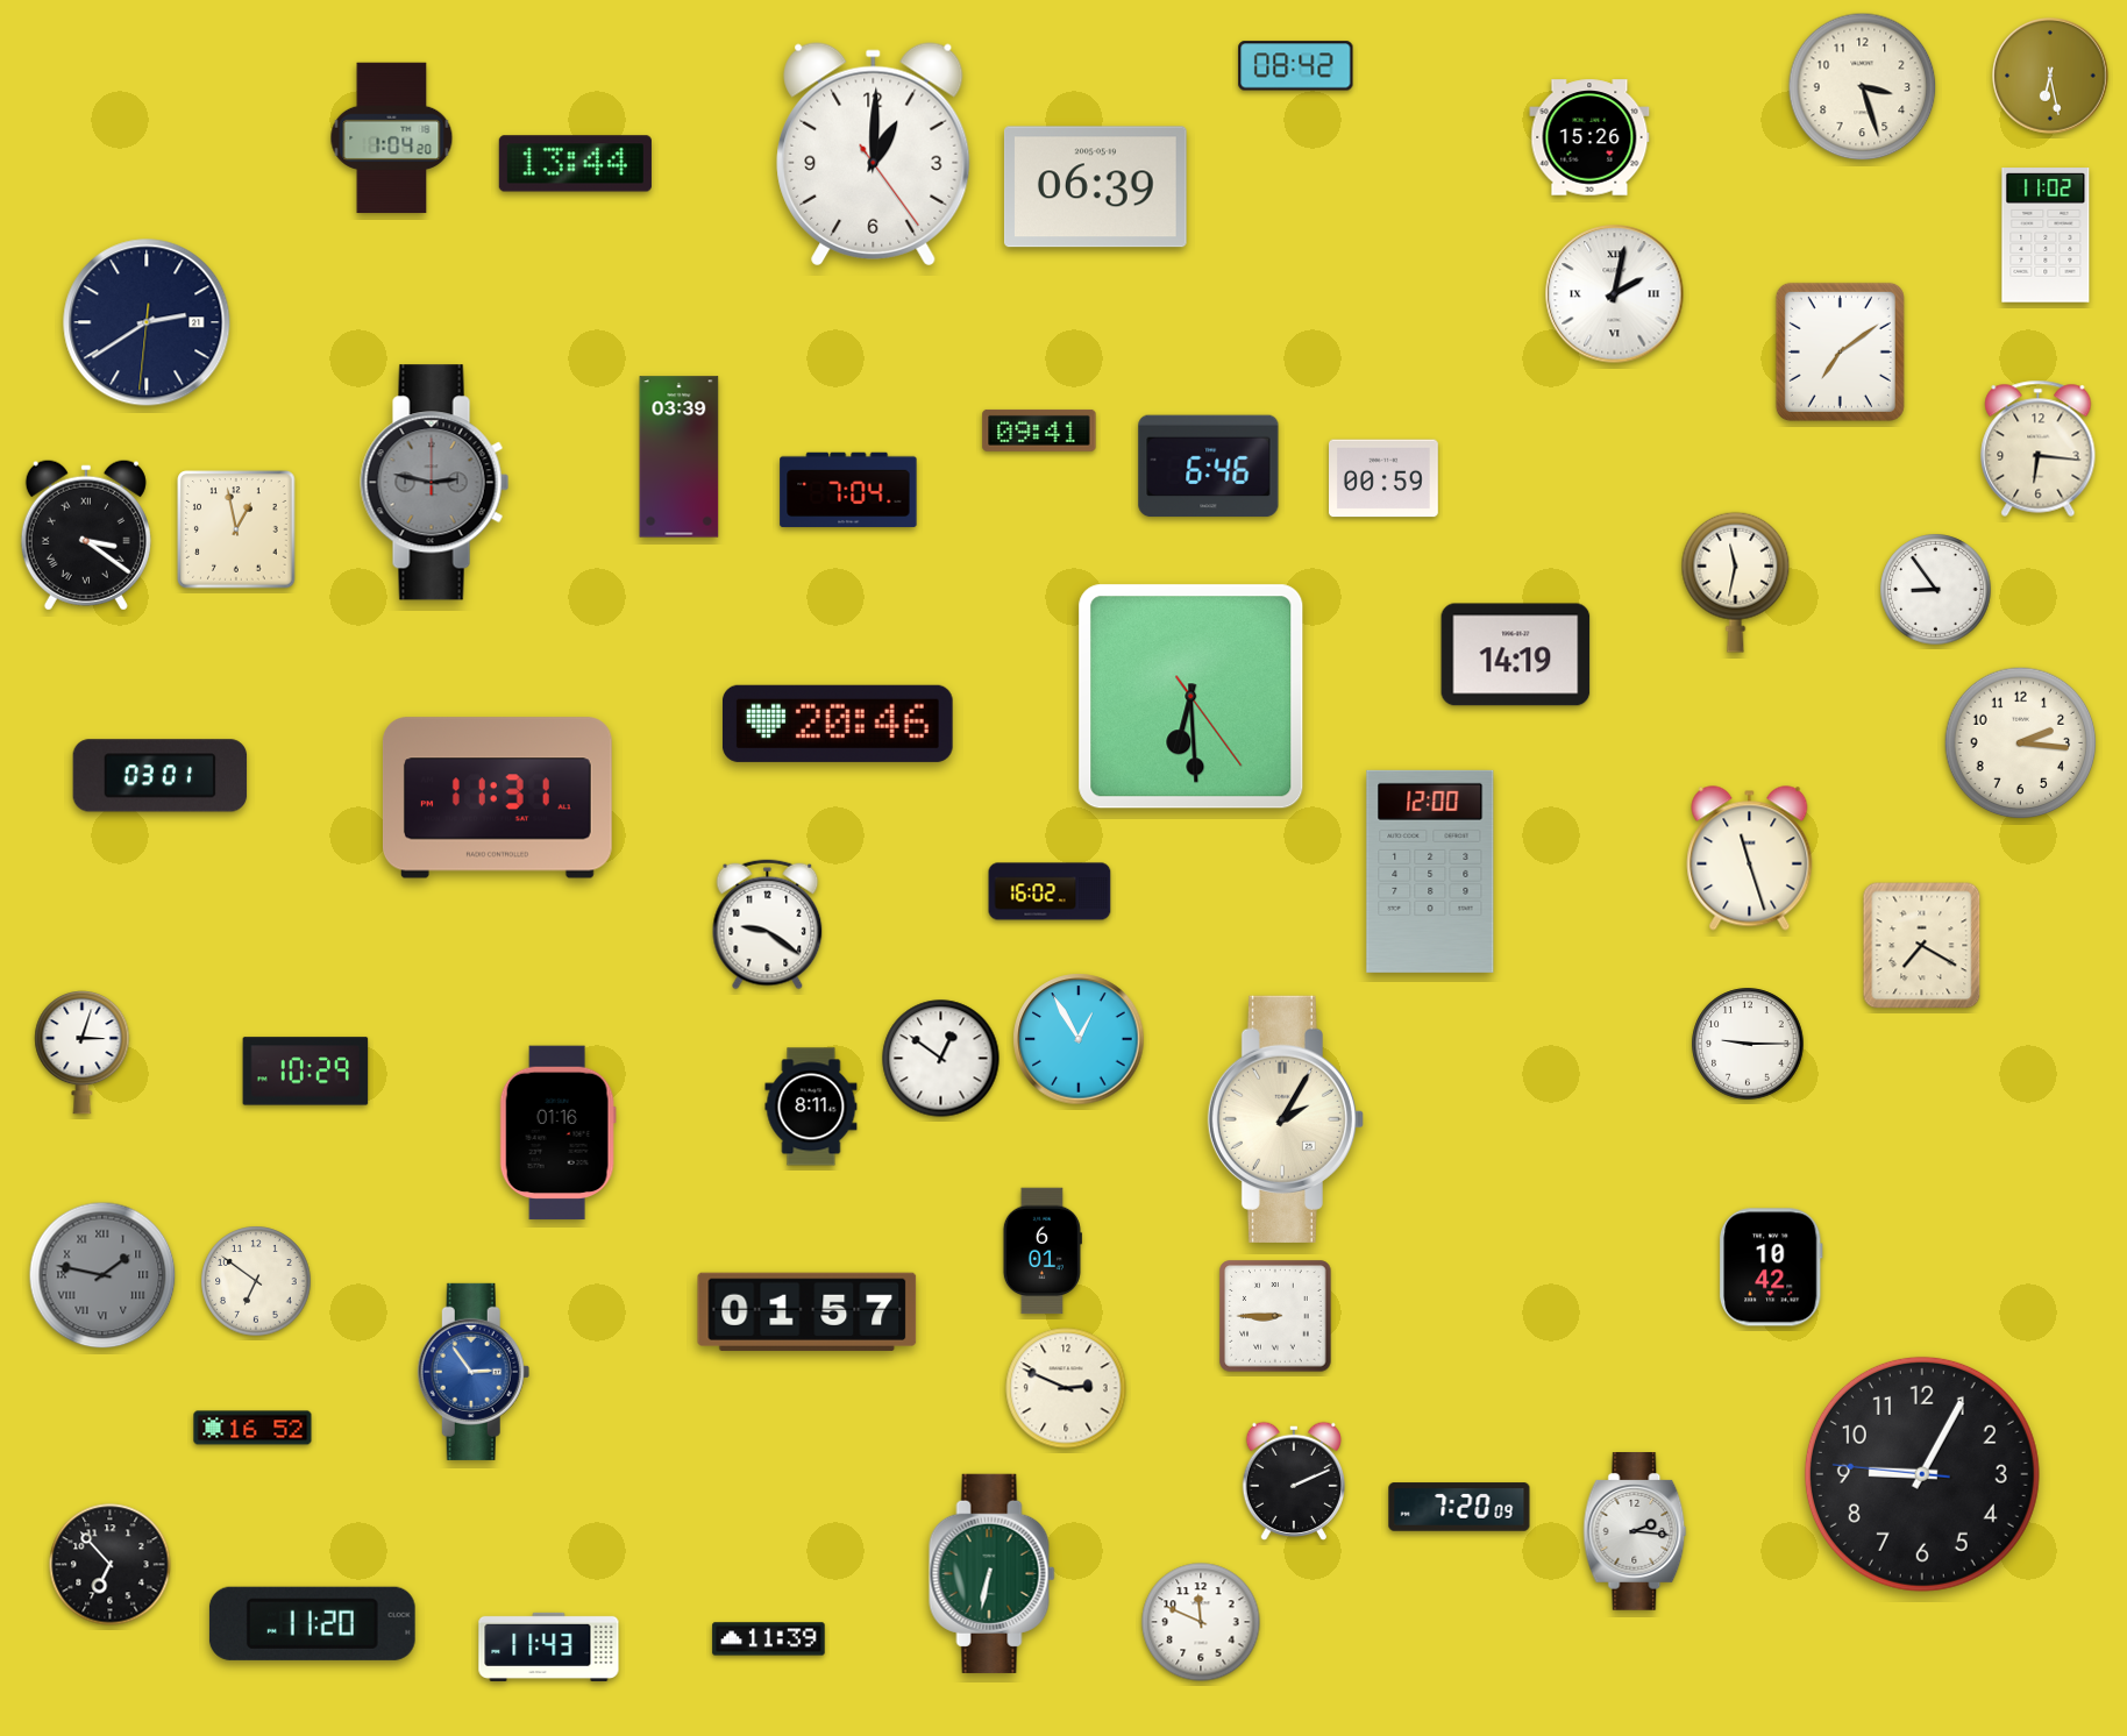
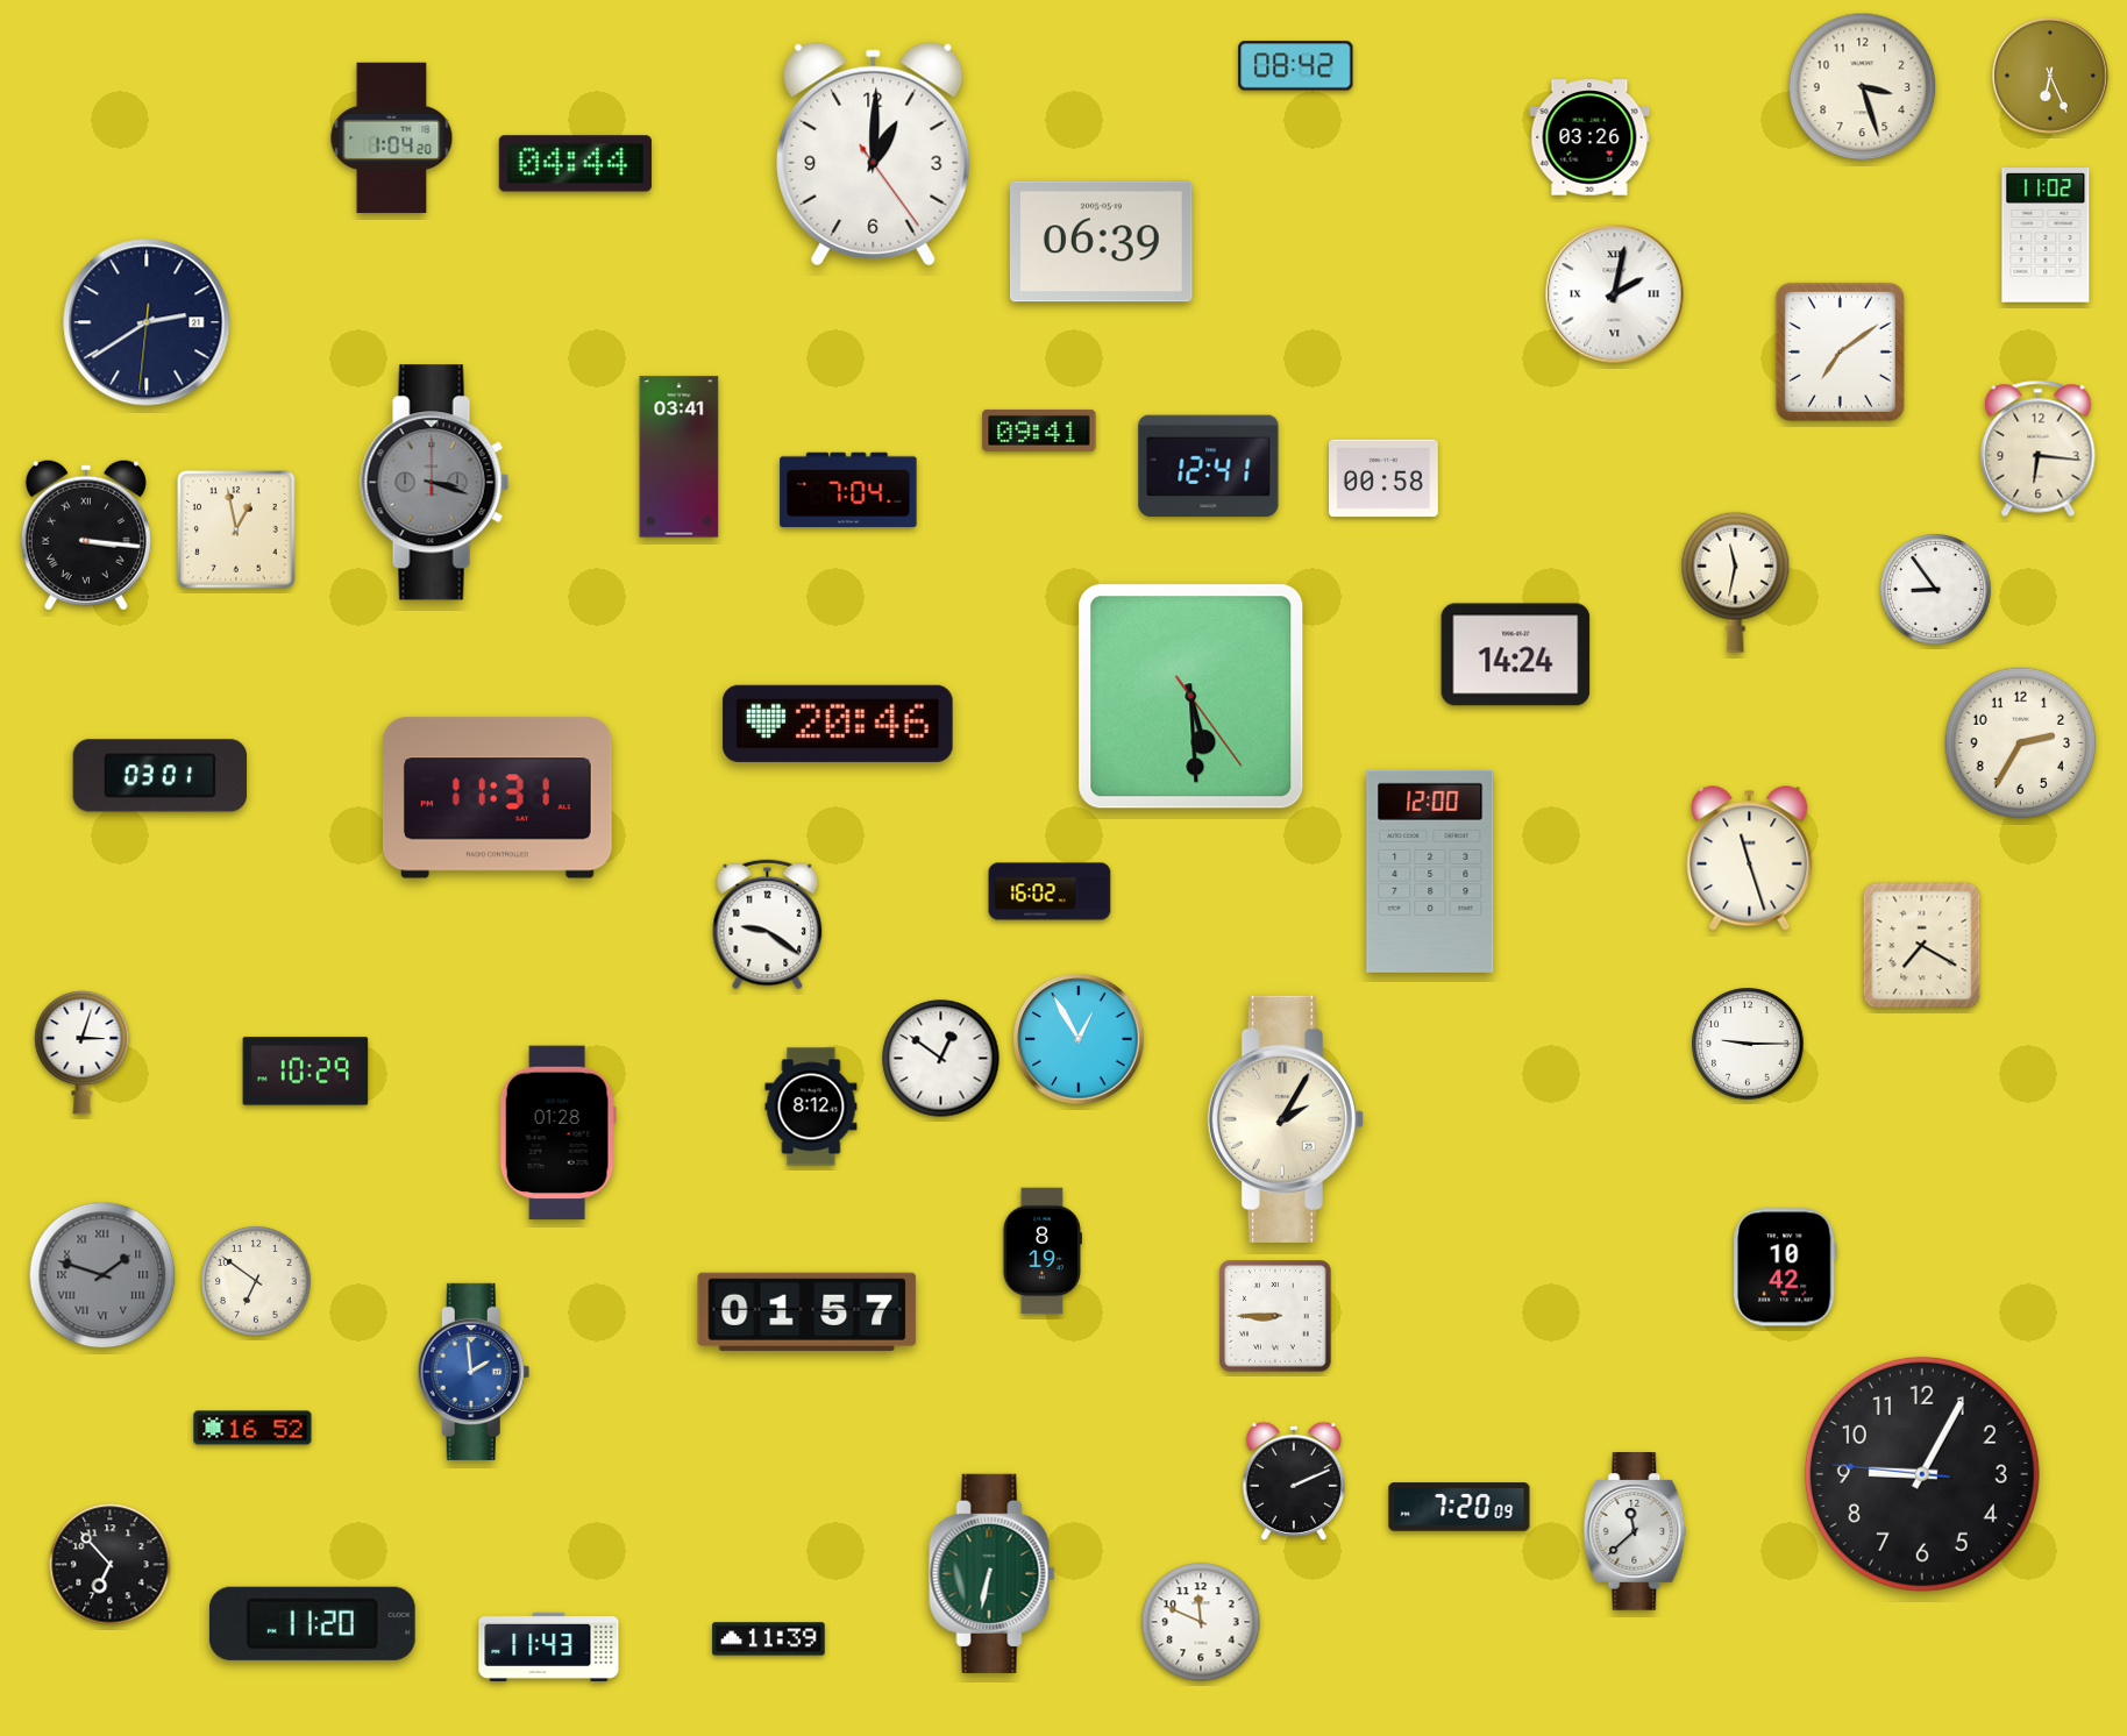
clock at (2050, 76): 6:28 -> 6:26
clock at (1589, 137): 15:26 -> 03:26
clock at (575, 164): 13:44 -> 04:44
clock at (1095, 187) position: (1095, 187) -> (1101, 242)
clock at (680, 457): 03:39 -> 03:41
clock at (1209, 467): 6:46 -> 12:41
clock at (1385, 478): 00:59 -> 00:58
clock at (435, 483): 2:47 -> 3:18
clock at (86, 535): 3:21 -> 3:16
clock at (1516, 655): 14:19 -> 14:24
clock at (1191, 697): 6:29 -> 5:29
clock at (2021, 744): 2:16 -> 2:35
clock at (811, 1107): 8:11 -> 8:12
clock at (557, 1133): 01:16 -> 01:28
clock at (1043, 1251): 6:01 -> 8:19
clock at (1772, 1267) position: (1772, 1267) -> (1786, 1267)
clock at (102, 1275): 1:47 -> 1:48
clock at (474, 1372): 2:54 -> 1:59
clock at (1066, 1388): 2:49 -> none
clock at (1635, 1532): 2:16 -> 11:38
